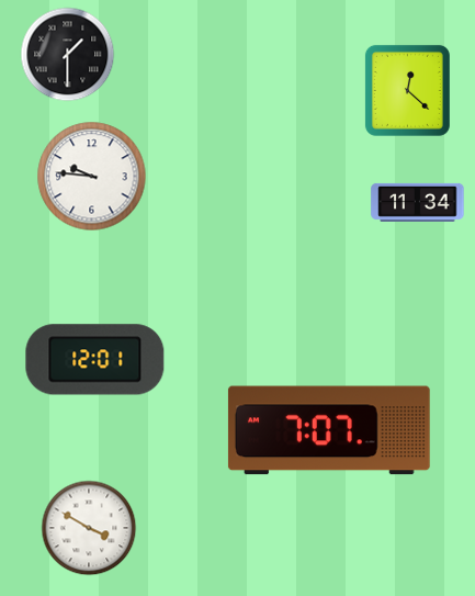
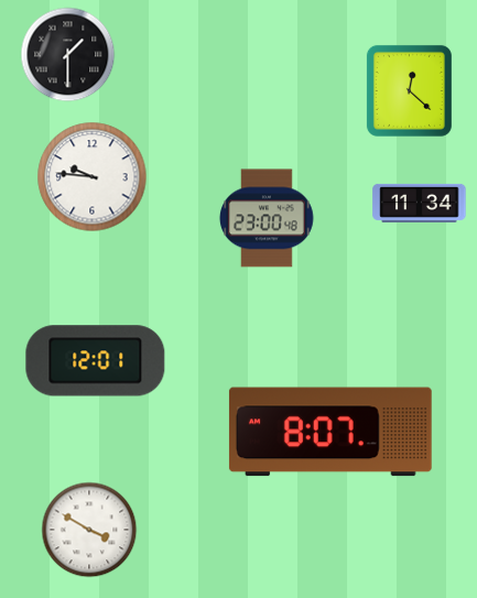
clock at (267, 218): none -> 23:00
clock at (329, 430): 7:07 -> 8:07
